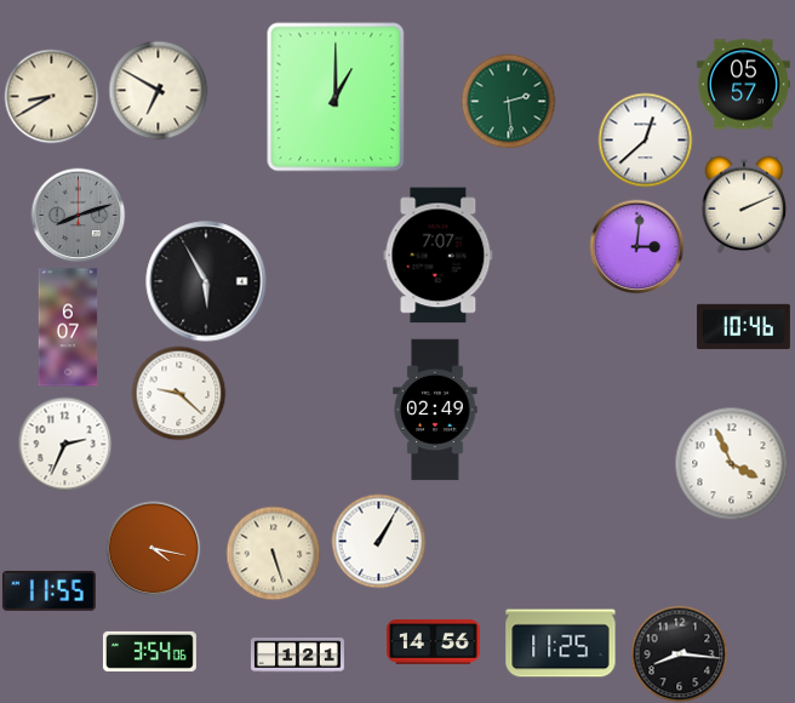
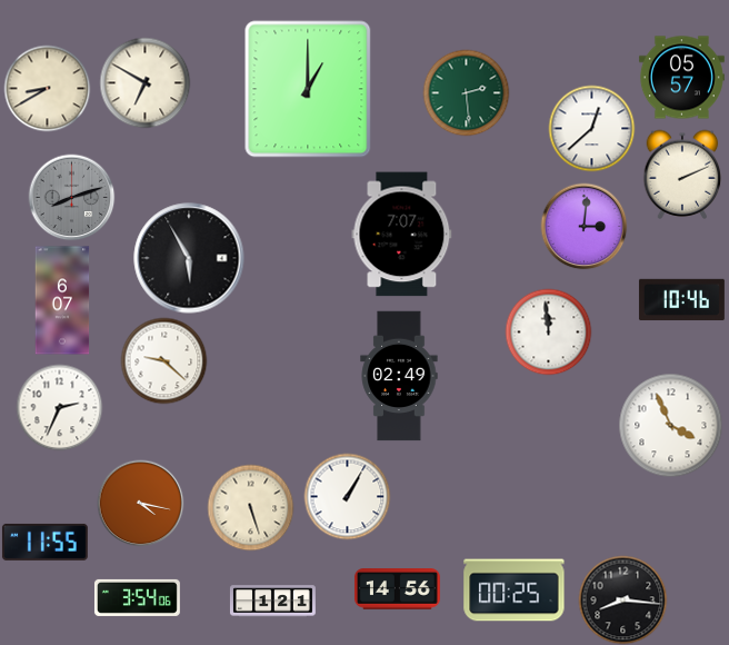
clock at (744, 205) position: (744, 205) -> (682, 175)
clock at (548, 331): none -> 11:59
clock at (561, 644): 11:25 -> 00:25
